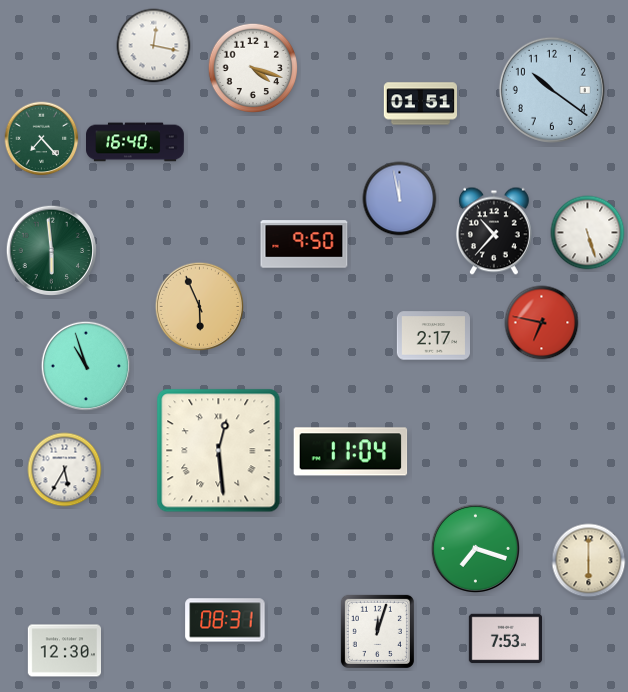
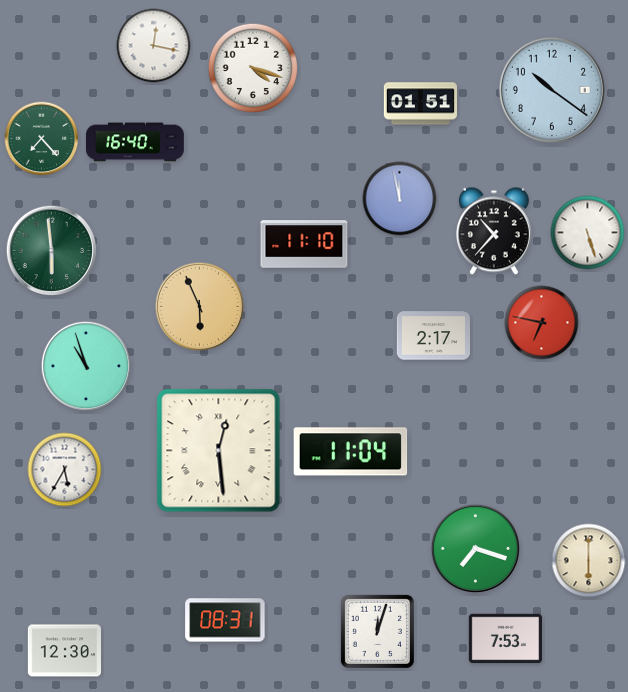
clock at (304, 244): 9:50 -> 11:10
